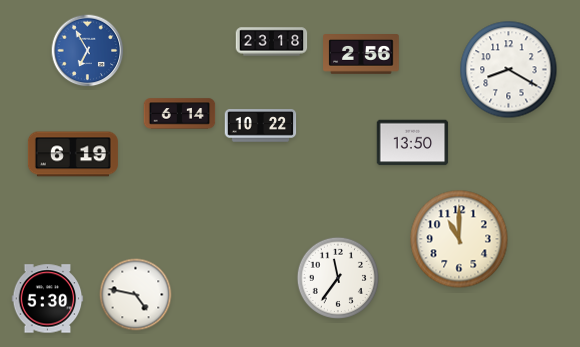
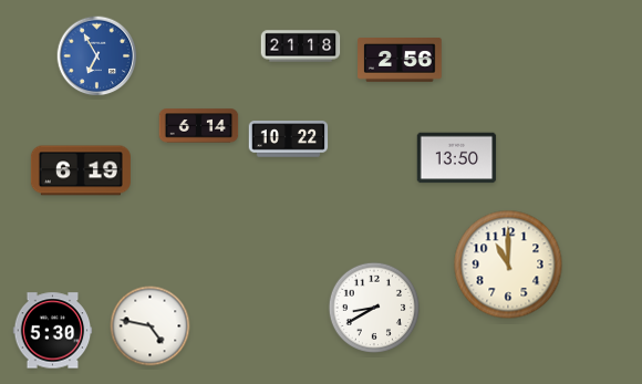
clock at (272, 42): 23:18 -> 21:18
clock at (509, 70): 8:20 -> none
clock at (337, 277): 11:36 -> 8:40
